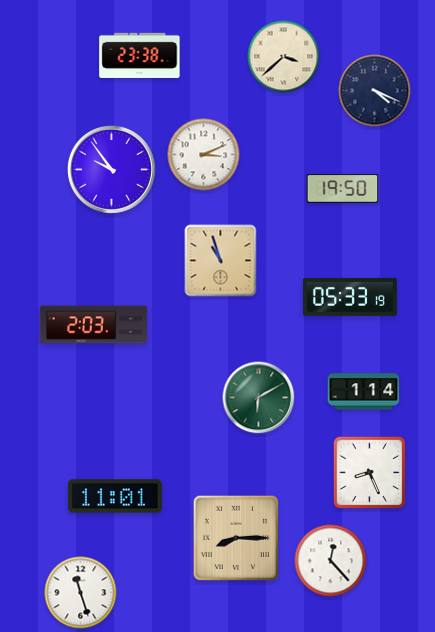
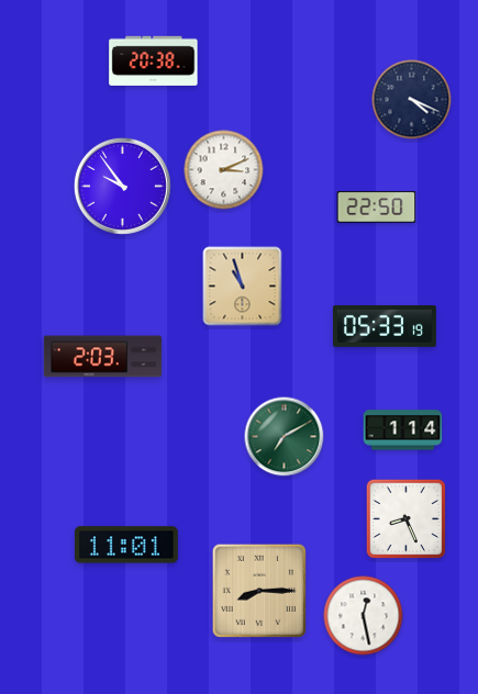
clock at (140, 55): 23:38 -> 20:38
clock at (284, 57): 3:38 -> none
clock at (343, 189): 19:50 -> 22:50
clock at (364, 392) position: (364, 392) -> (403, 430)
clock at (259, 398): 6:10 -> 7:10
clock at (331, 561): 12:23 -> 12:28
clock at (81, 593): 11:27 -> none
